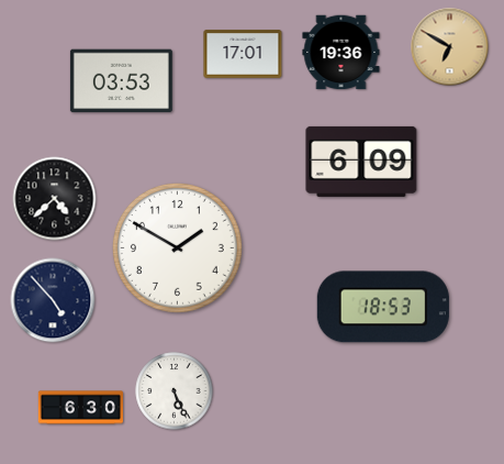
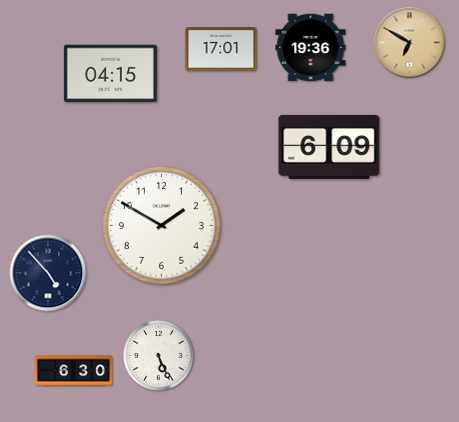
clock at (121, 81): 03:53 -> 04:15
clock at (55, 199): 4:38 -> none
clock at (383, 307): 18:53 -> none
